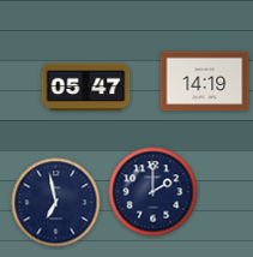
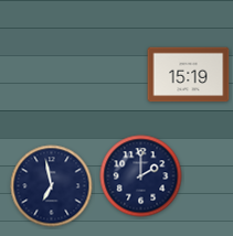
clock at (205, 82): 14:19 -> 15:19
clock at (86, 88): 05:47 -> none
